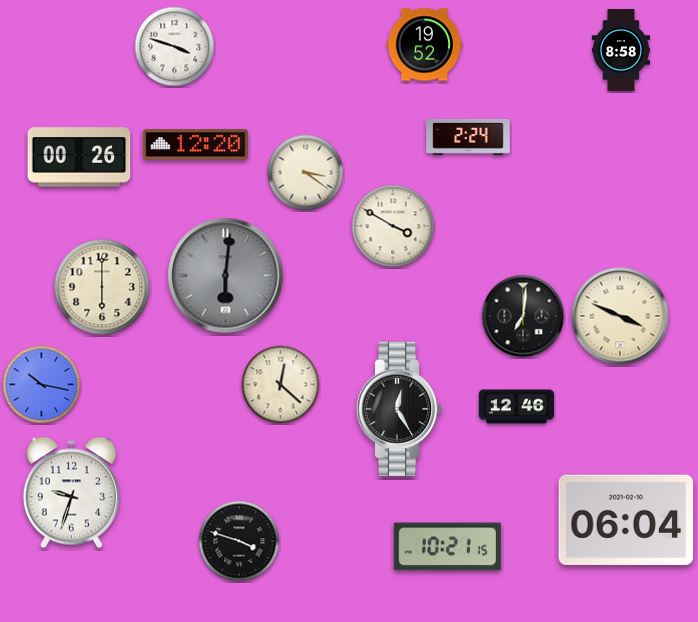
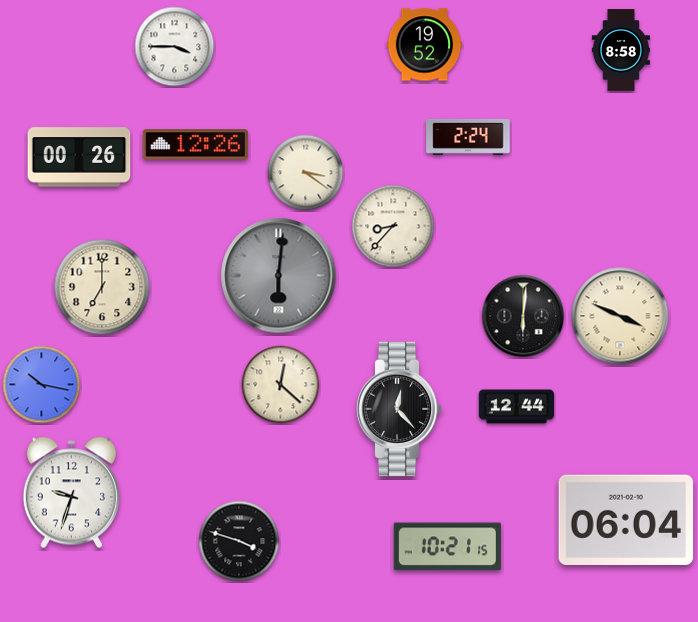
clock at (175, 47): 3:48 -> 3:45
clock at (196, 145): 12:20 -> 12:26
clock at (393, 226): 3:50 -> 8:37
clock at (226, 276) position: (226, 276) -> (279, 276)
clock at (102, 287): 6:00 -> 7:00
clock at (523, 316): 7:01 -> 6:01
clock at (517, 407): 12:46 -> 12:44
clock at (399, 409): 12:25 -> 12:23
